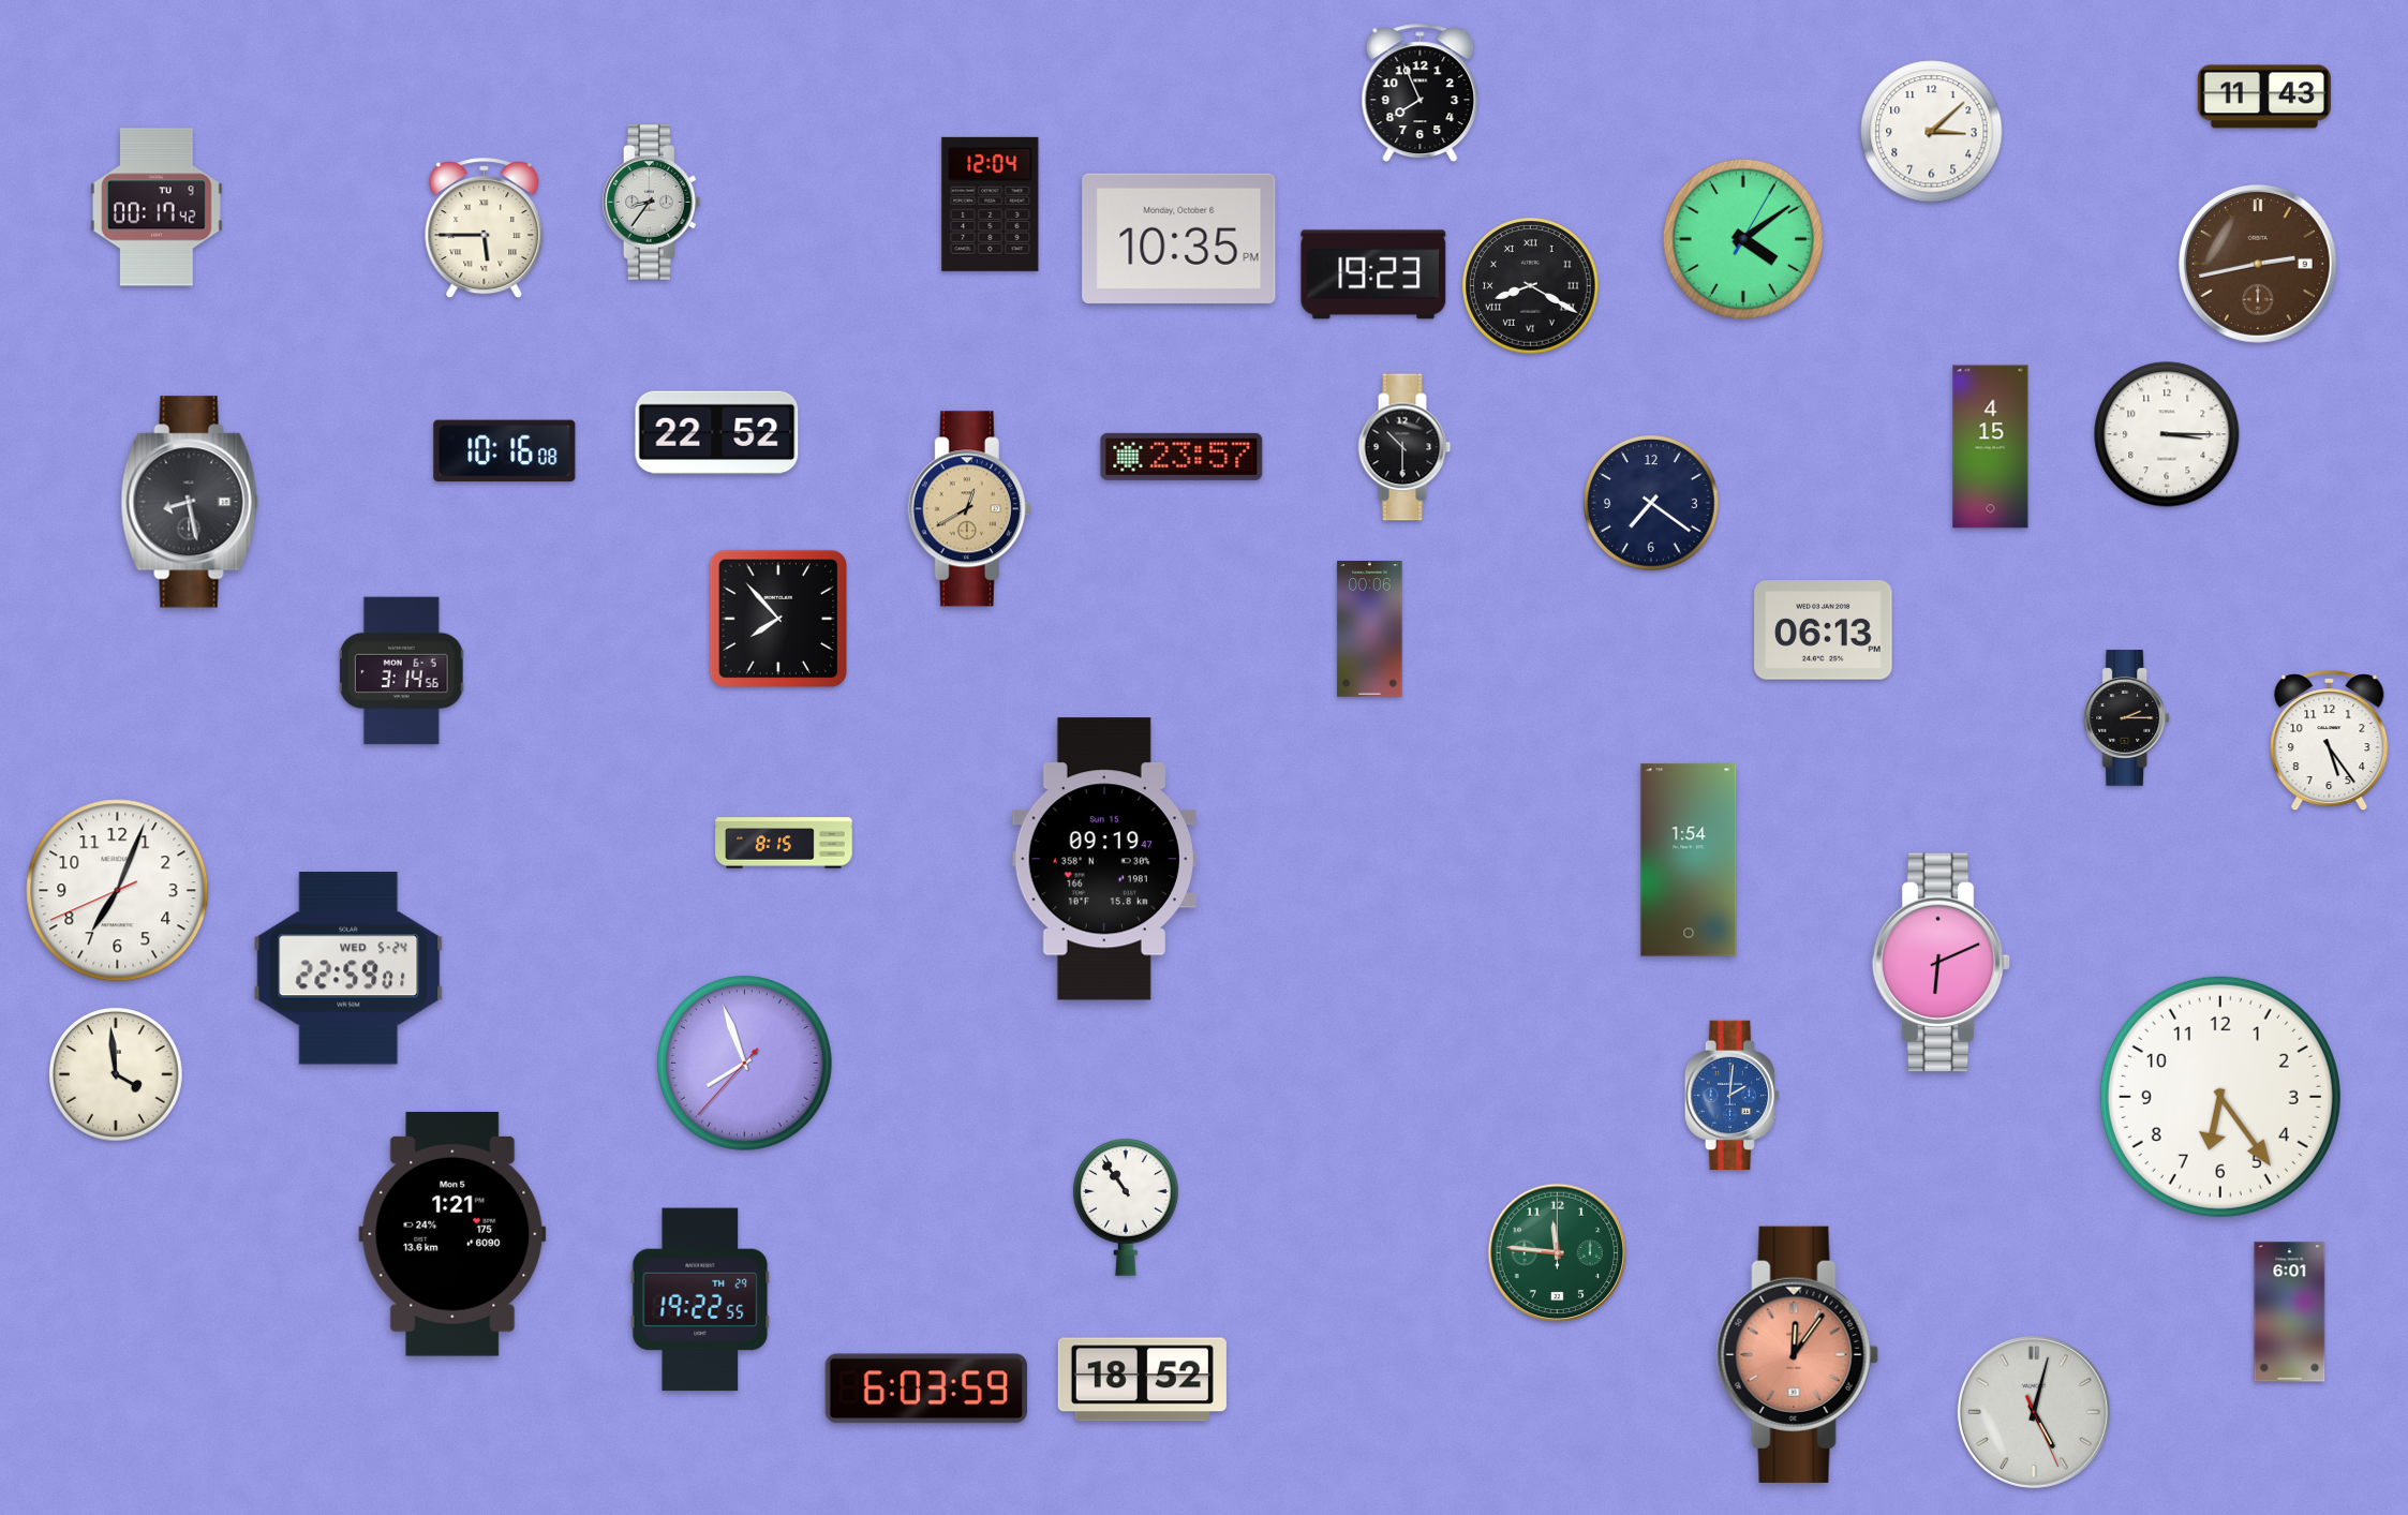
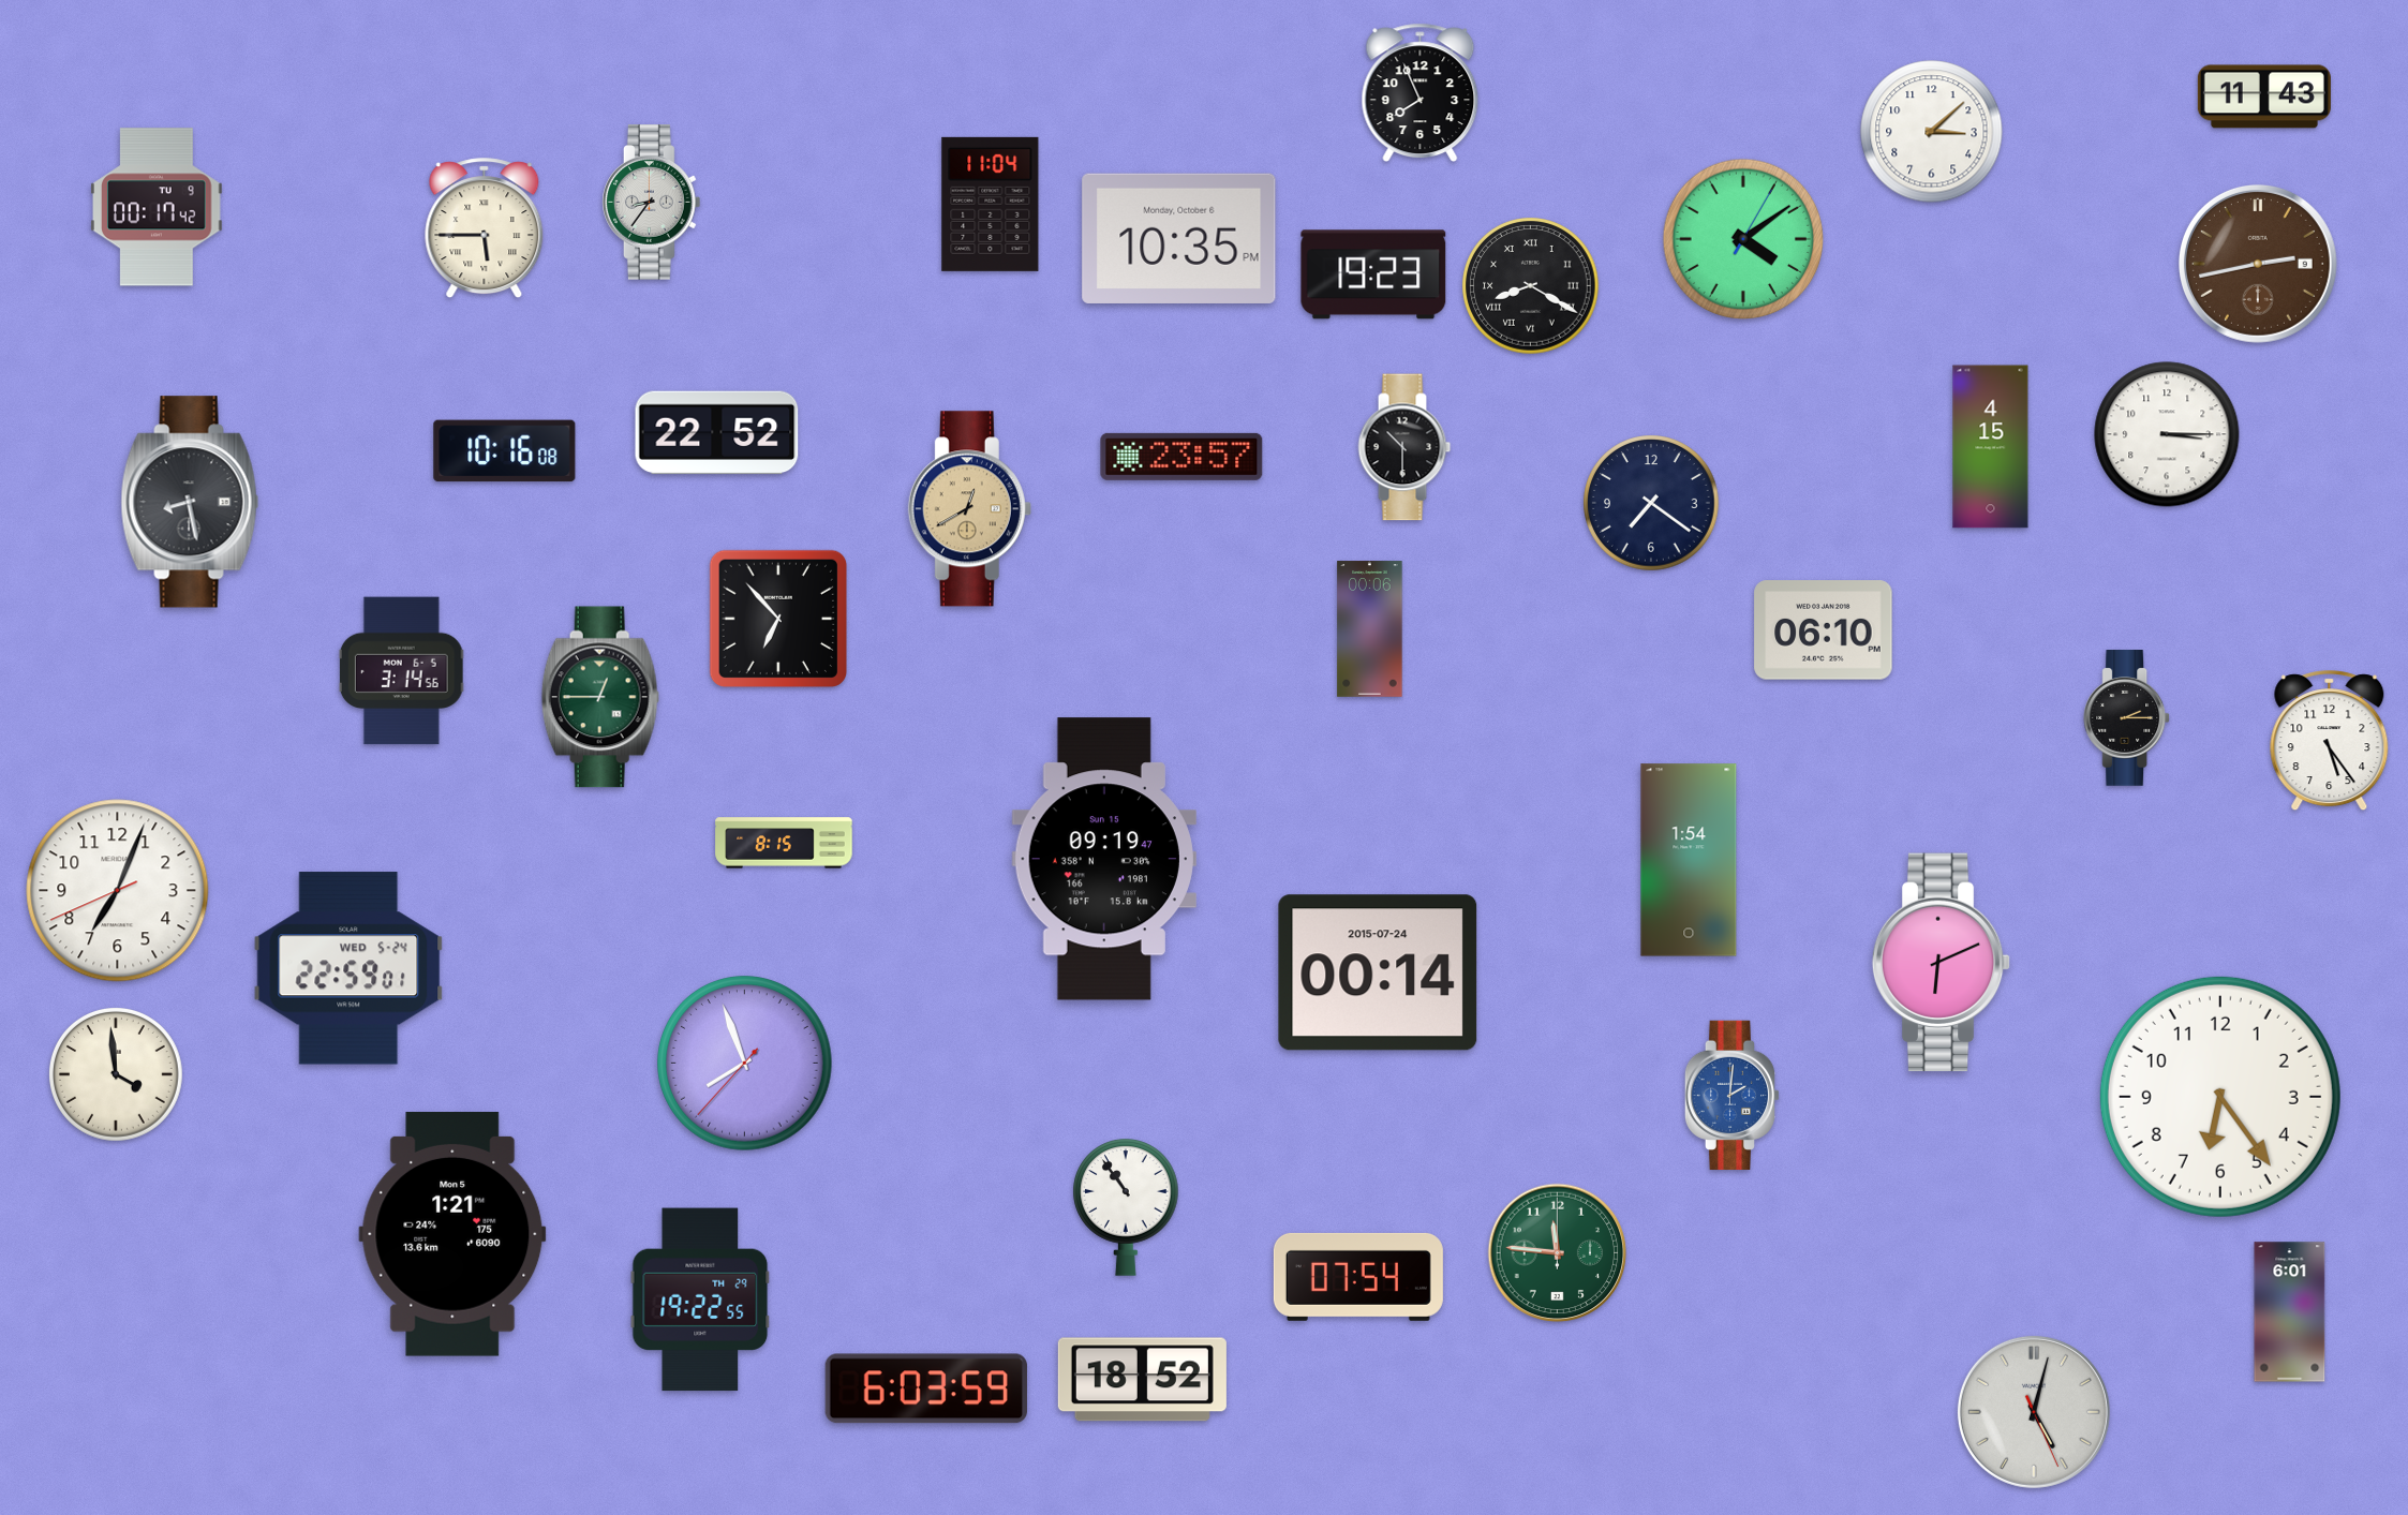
clock at (991, 204): 12:04 -> 11:04
clock at (777, 618): 7:53 -> 6:53
clock at (1824, 630): 06:13 -> 06:10
clock at (600, 697): none -> 12:45
clock at (1378, 972): none -> 00:14
clock at (1358, 1277): none -> 07:54
clock at (1797, 1354): 12:06 -> none
